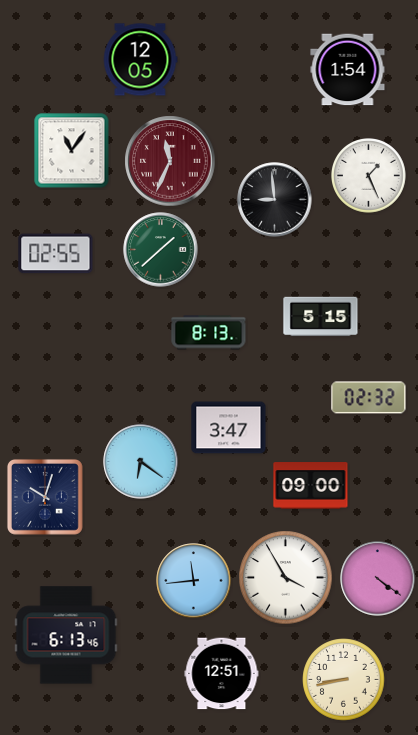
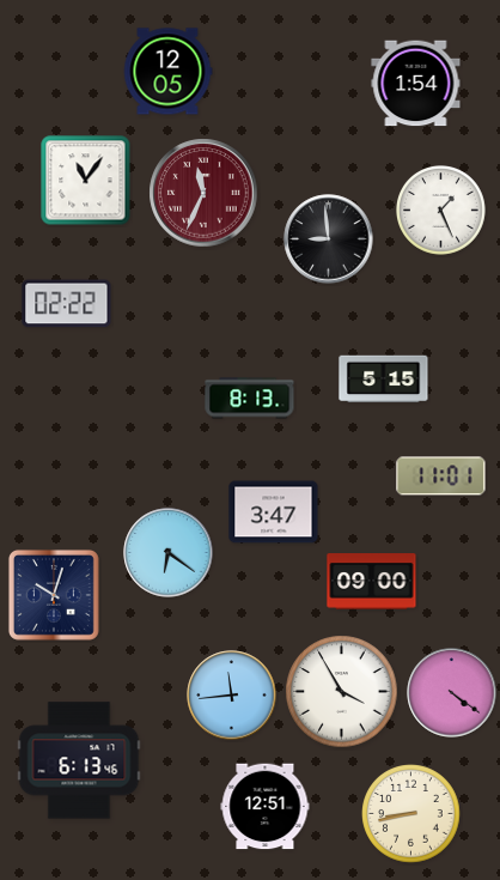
clock at (161, 250): 1:38 -> none
clock at (56, 254): 02:55 -> 02:22
clock at (369, 398): 02:32 -> 11:01
